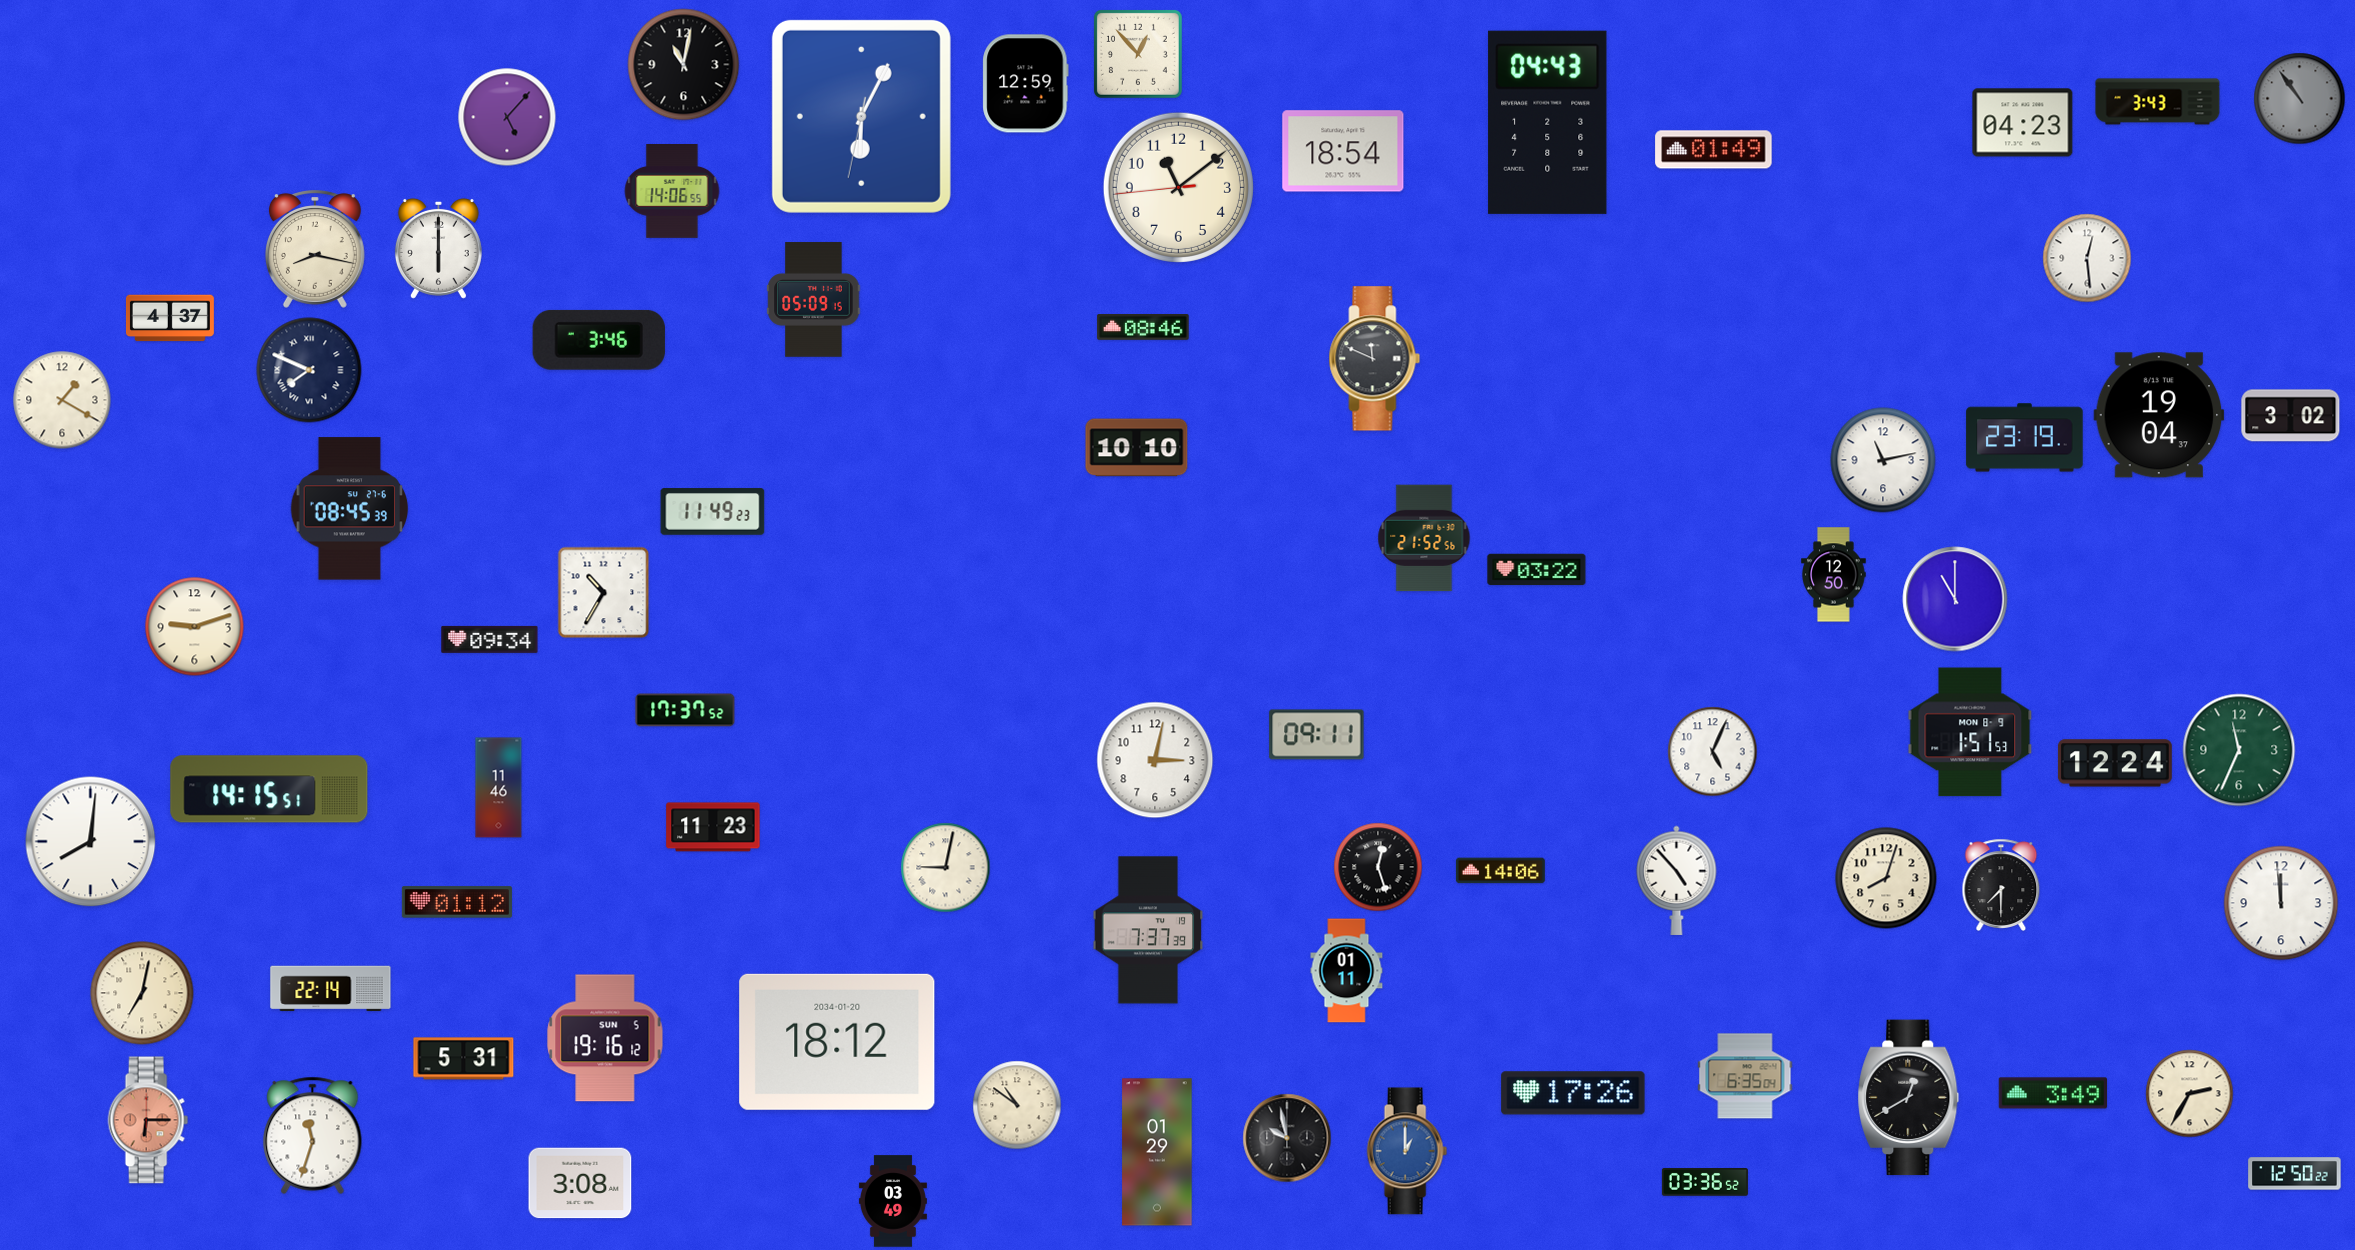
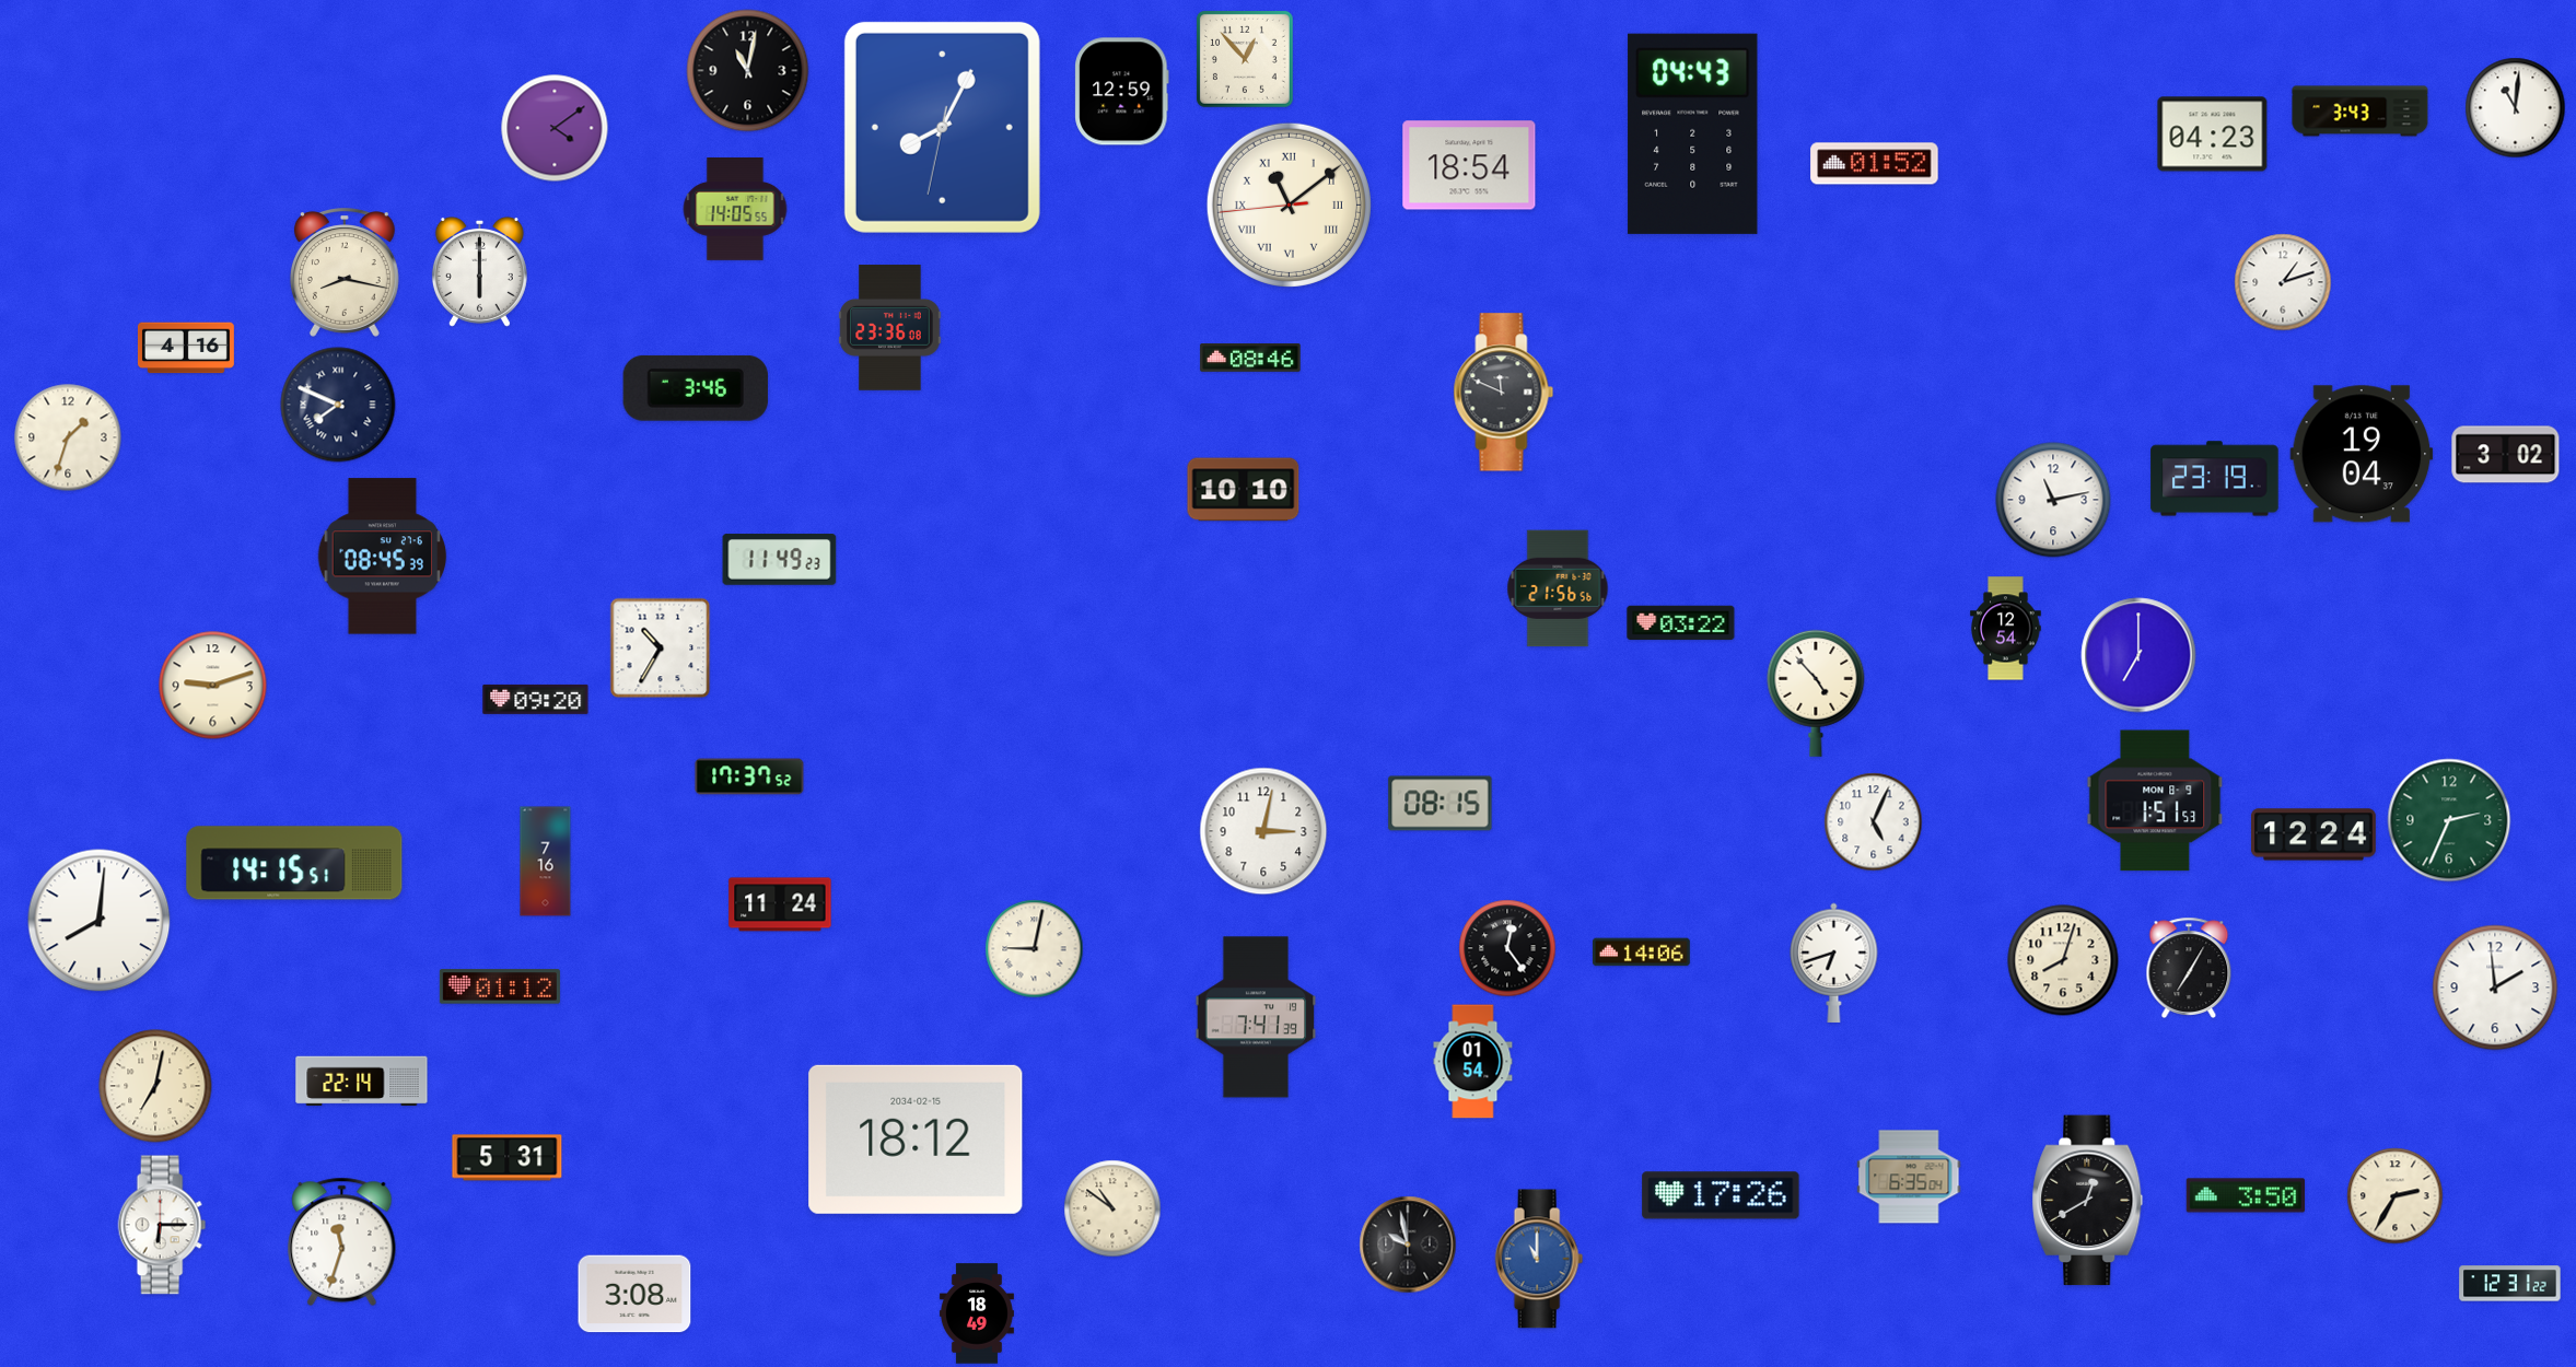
clock at (2300, 99): 10:54 -> 11:01
clock at (2300, 99) dial: grey -> white
clock at (861, 116): 6:04 -> 8:04
clock at (507, 117): 5:07 -> 4:09
clock at (1714, 150): 01:49 -> 01:52
clock at (1178, 187) numerals: Arabic -> Roman
clock at (672, 192): 14:06 -> 14:05
clock at (2087, 258): 12:29 -> 1:12
clock at (814, 300): 05:09 -> 23:36
clock at (170, 318): 4:37 -> 4:16
clock at (599, 340) position: (599, 340) -> (696, 388)
clock at (62, 400): 1:20 -> 1:33
clock at (1883, 460) position: (1883, 460) -> (2053, 500)
clock at (1424, 538): 21:52 -> 21:56
clock at (1834, 575): 12:50 -> 12:54
clock at (1955, 599): 11:00 -> 7:00
clock at (1816, 693): none -> 4:53
clock at (490, 639): 09:34 -> 09:20
clock at (1317, 735): 09:11 -> 08:15
clock at (2239, 750): 11:34 -> 2:34
clock at (499, 788): 11:46 -> 7:16
clock at (713, 827): 11:23 -> 11:24
clock at (1378, 867): 12:27 -> 12:24
clock at (1677, 880): 4:53 -> 6:42
clock at (2001, 885): 7:30 -> 7:05
clock at (2281, 903): 11:59 -> 1:59
clock at (1148, 930): 7:37 -> 7:41
clock at (1347, 971): 01:11 -> 01:54
clock at (605, 1038): 19:16 -> none
clock at (837, 1042) date: 2034-01-20 -> 2034-02-15
clock at (2053, 1093): 3:49 -> 3:50
clock at (148, 1120) dial: salmon -> white
clock at (1407, 1151): 1:00 -> 11:00
clock at (1157, 1152): 01:29 -> none
clock at (2295, 1174): 12:50 -> 12:31
clock at (1705, 1182): 03:36 -> none
clock at (893, 1201): 03:49 -> 18:49
